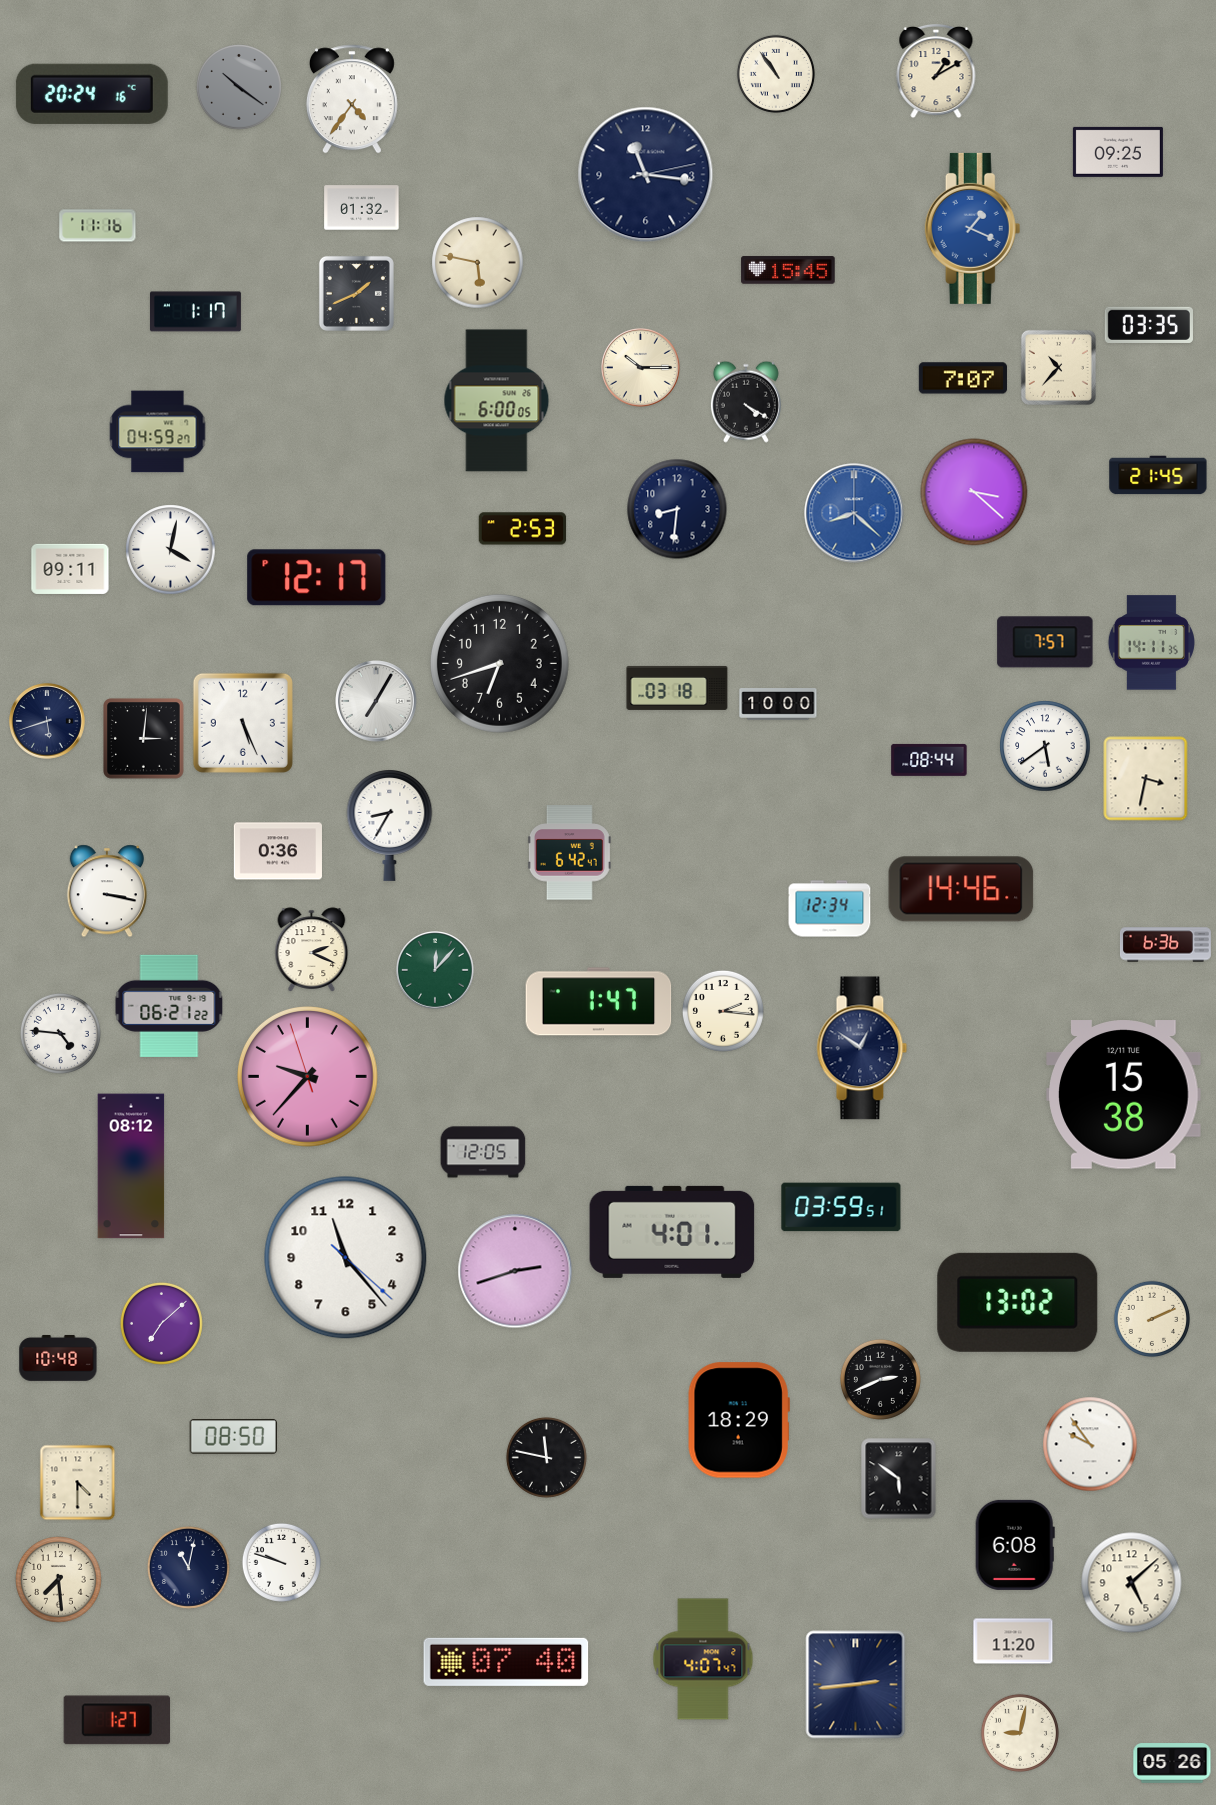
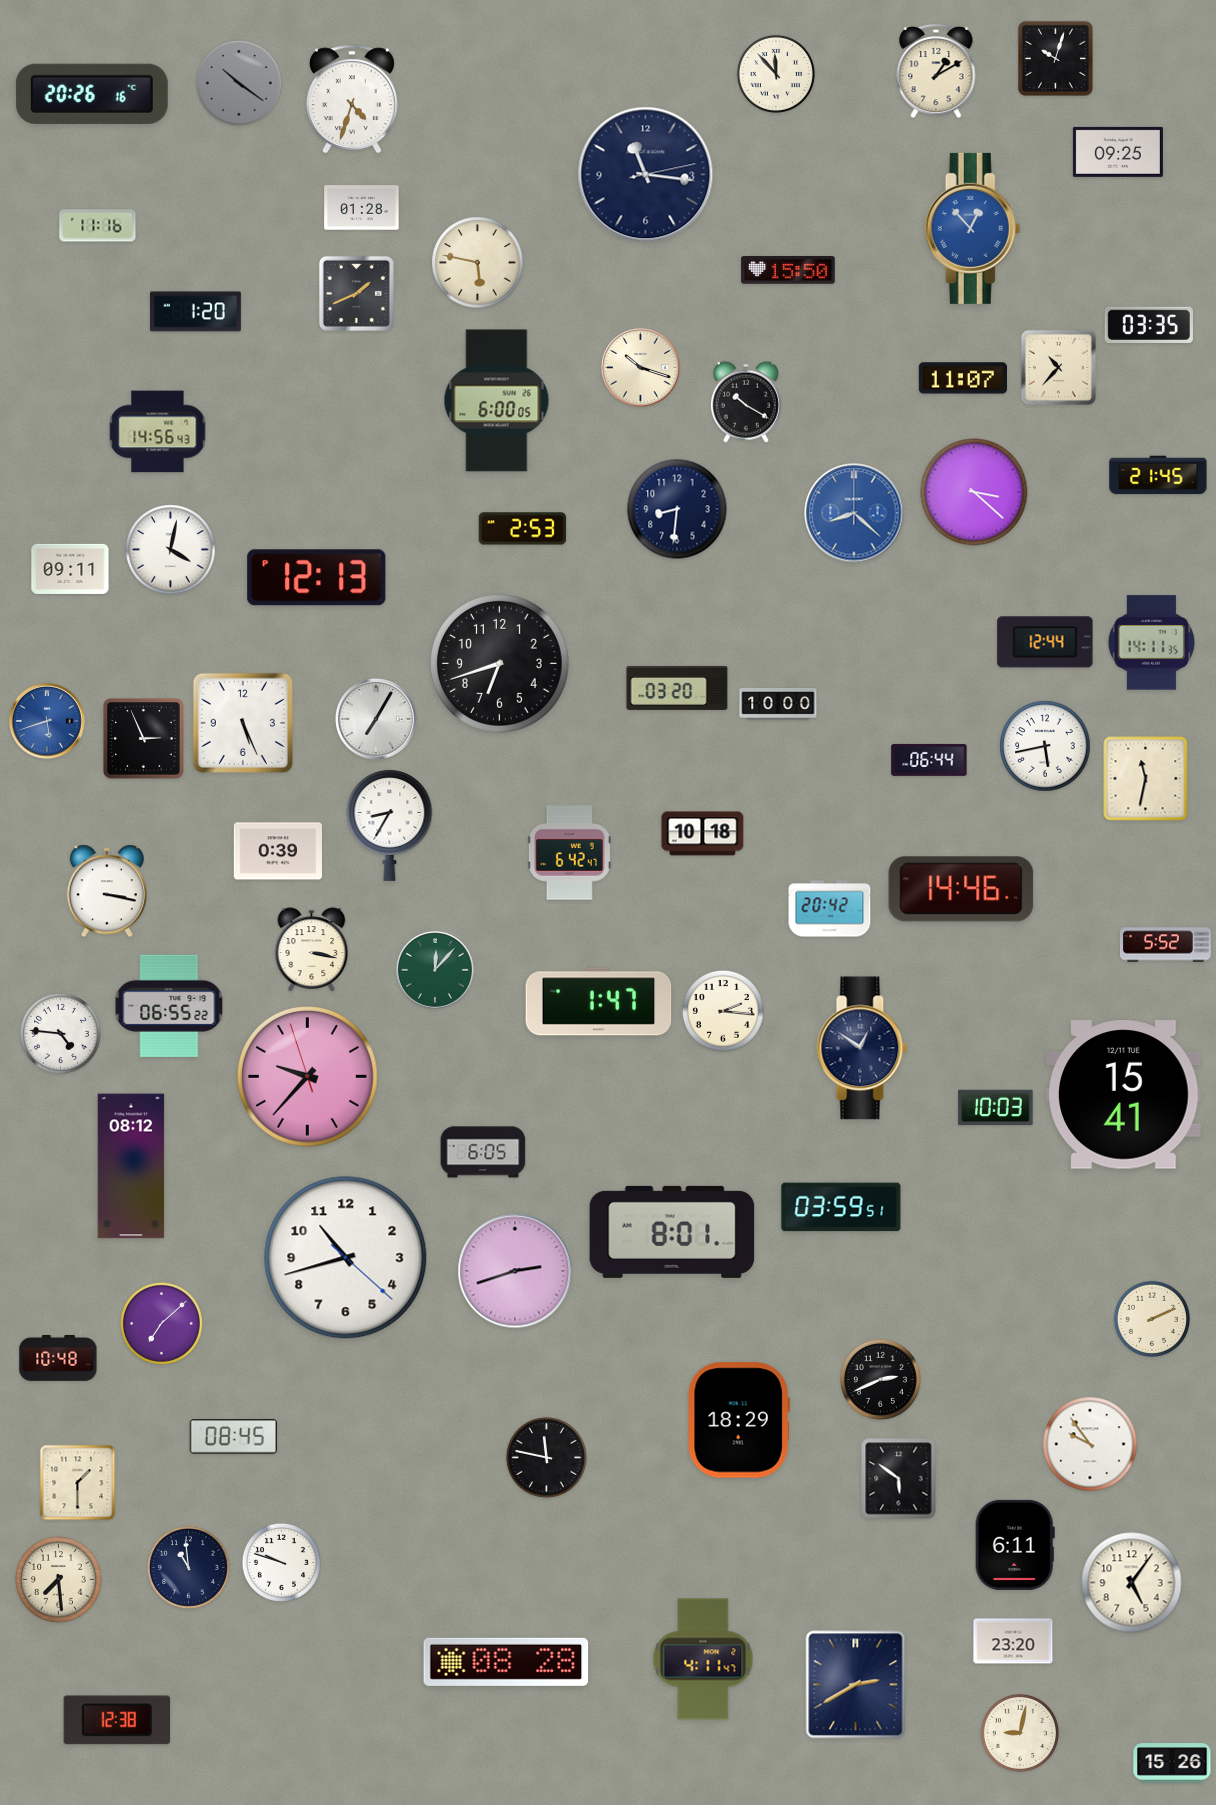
clock at (1055, 58): none -> 10:03
clock at (776, 74): 10:54 -> 11:53
clock at (240, 88) position: (240, 88) -> (240, 84)
clock at (92, 94): 20:24 -> 20:26
clock at (352, 99): 4:36 -> 4:33
clock at (362, 208): 01:32 -> 01:28
clock at (973, 228): 1:19 -> 12:53
clock at (788, 270): 15:45 -> 15:50
clock at (195, 312): 1:17 -> 1:20
clock at (641, 368): 10:15 -> 10:18
clock at (962, 378): 7:07 -> 11:07
clock at (746, 402): 4:20 -> 10:20
clock at (158, 432): 04:59 -> 14:56
clock at (317, 578): 12:17 -> 12:13
clock at (1045, 642): 7:57 -> 12:44
clock at (677, 688): 03:18 -> 03:20
clock at (376, 701) position: (376, 701) -> (376, 719)
clock at (48, 722) dial: navy -> blue
clock at (144, 739): 3:01 -> 2:56
clock at (1045, 746): 5:39 -> 5:43
clock at (929, 760): 08:44 -> 06:44
clock at (1146, 779): 3:32 -> 11:32
clock at (703, 834): none -> 10:18
clock at (278, 851): 0:36 -> 0:39
clock at (830, 909): 12:34 -> 20:42
clock at (1165, 945): 6:36 -> 5:52
clock at (312, 950): 2:19 -> 3:17
clock at (169, 1006): 06:21 -> 06:55
clock at (1124, 1095): 15:38 -> 15:41
clock at (996, 1108): none -> 10:03
clock at (483, 1152): 12:05 -> 6:05
clock at (672, 1232): 4:01 -> 8:01
clock at (346, 1258): 11:23 -> 10:42
clock at (1018, 1302): 13:02 -> none
clock at (233, 1437): 08:50 -> 08:45
clock at (78, 1483): 4:30 -> 1:30
clock at (1015, 1545): 6:08 -> 6:11
clock at (188, 1567): 11:02 -> 10:59
clock at (1132, 1583): 5:08 -> 5:06
clock at (1013, 1641): 11:20 -> 23:20
clock at (703, 1659): 4:07 -> 4:11
clock at (506, 1662): 07:40 -> 08:28
clock at (856, 1685): 2:44 -> 2:40
clock at (117, 1720): 1:27 -> 12:38
clock at (1172, 1763): 05:26 -> 15:26
